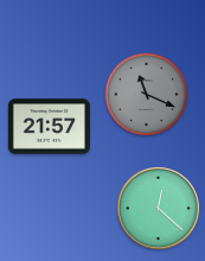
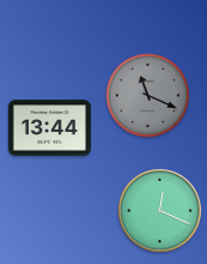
clock at (49, 127): 21:57 -> 13:44
clock at (159, 209): 12:22 -> 12:19
